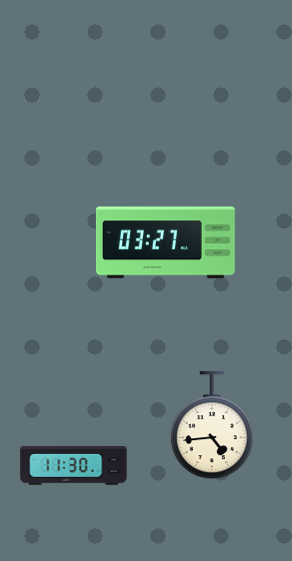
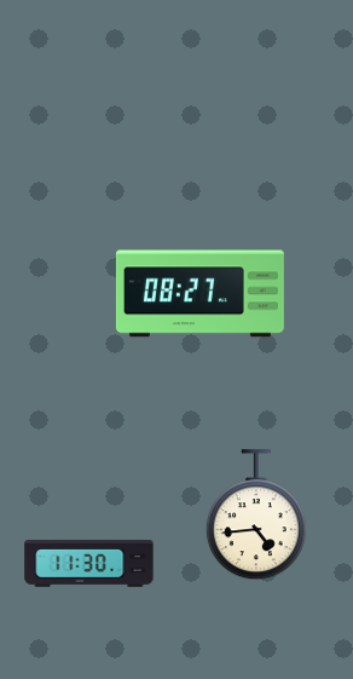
clock at (165, 243): 03:27 -> 08:27
